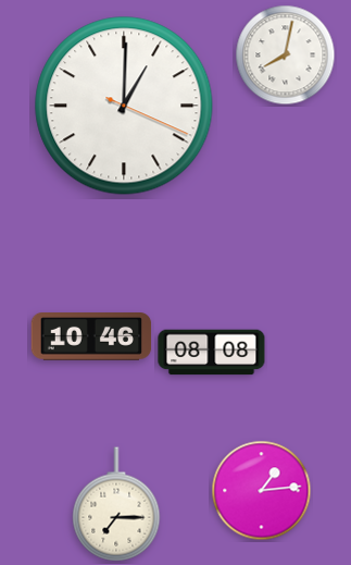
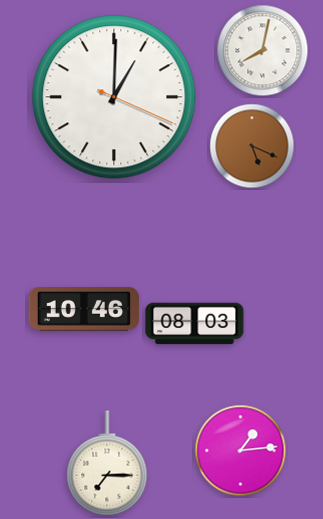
clock at (252, 146): none -> 5:19
clock at (212, 353): 08:08 -> 08:03
